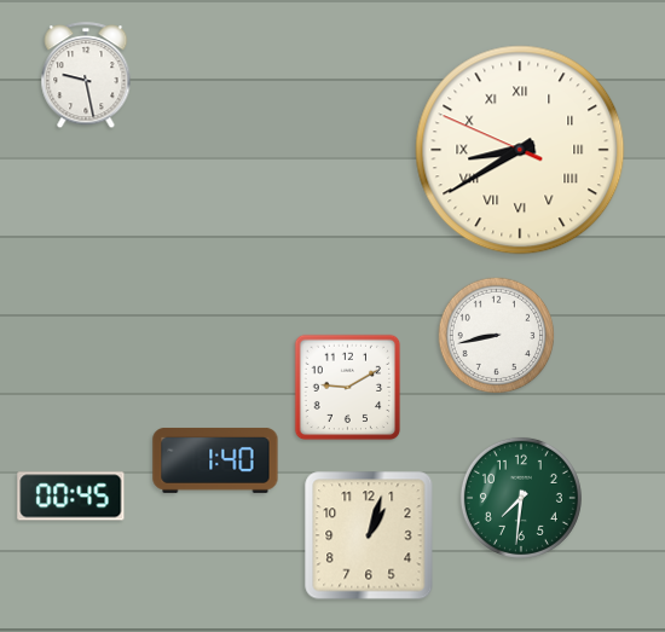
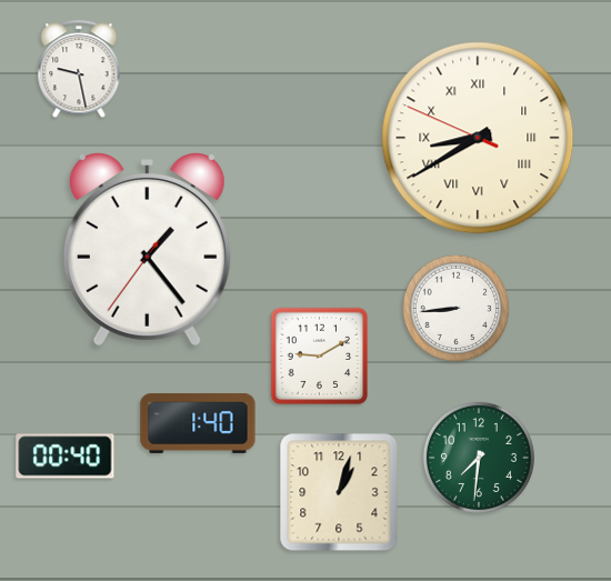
clock at (147, 250): none -> 1:23
clock at (497, 336): 8:43 -> 8:44
clock at (71, 497): 00:45 -> 00:40
